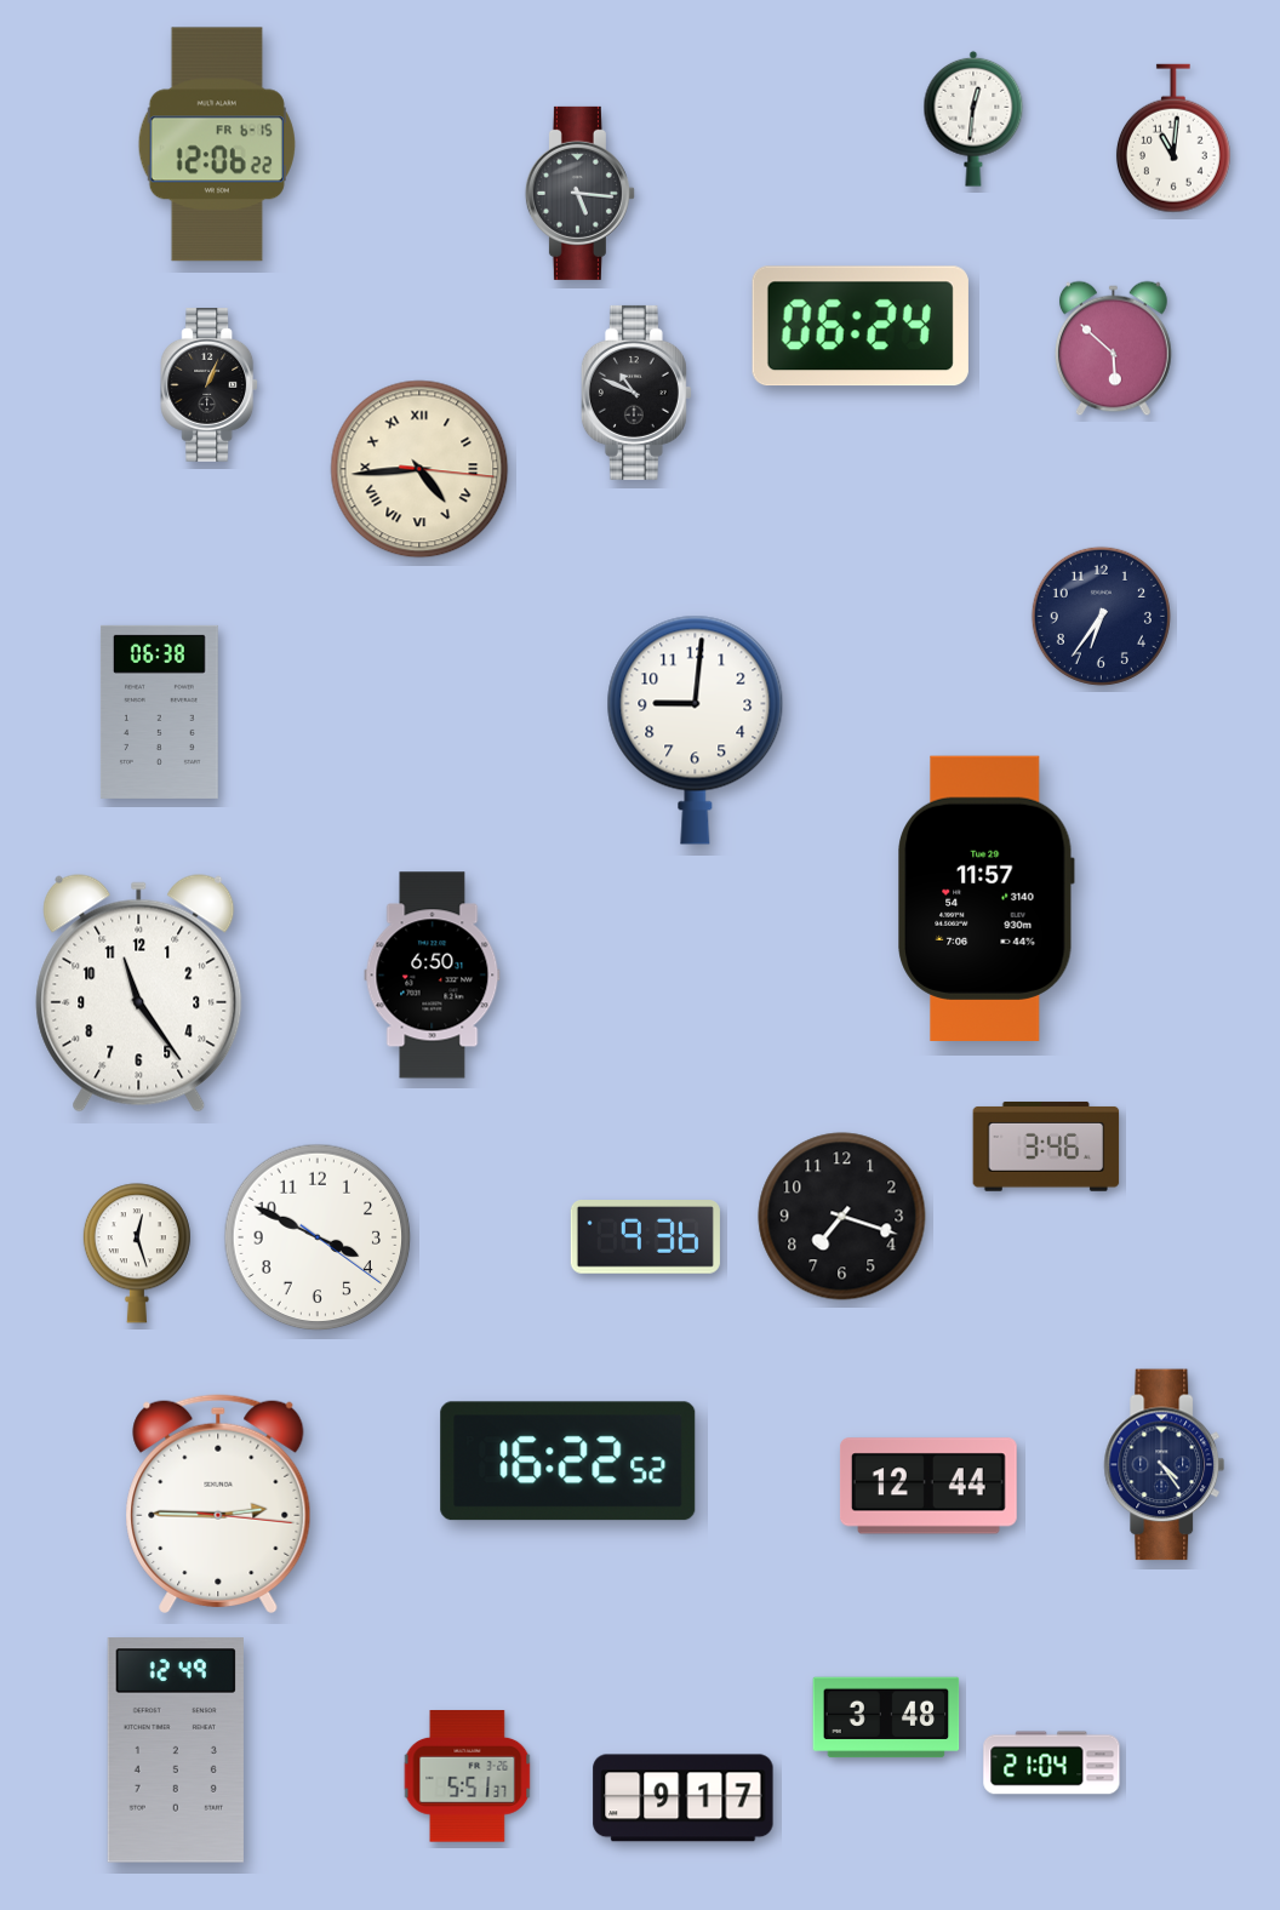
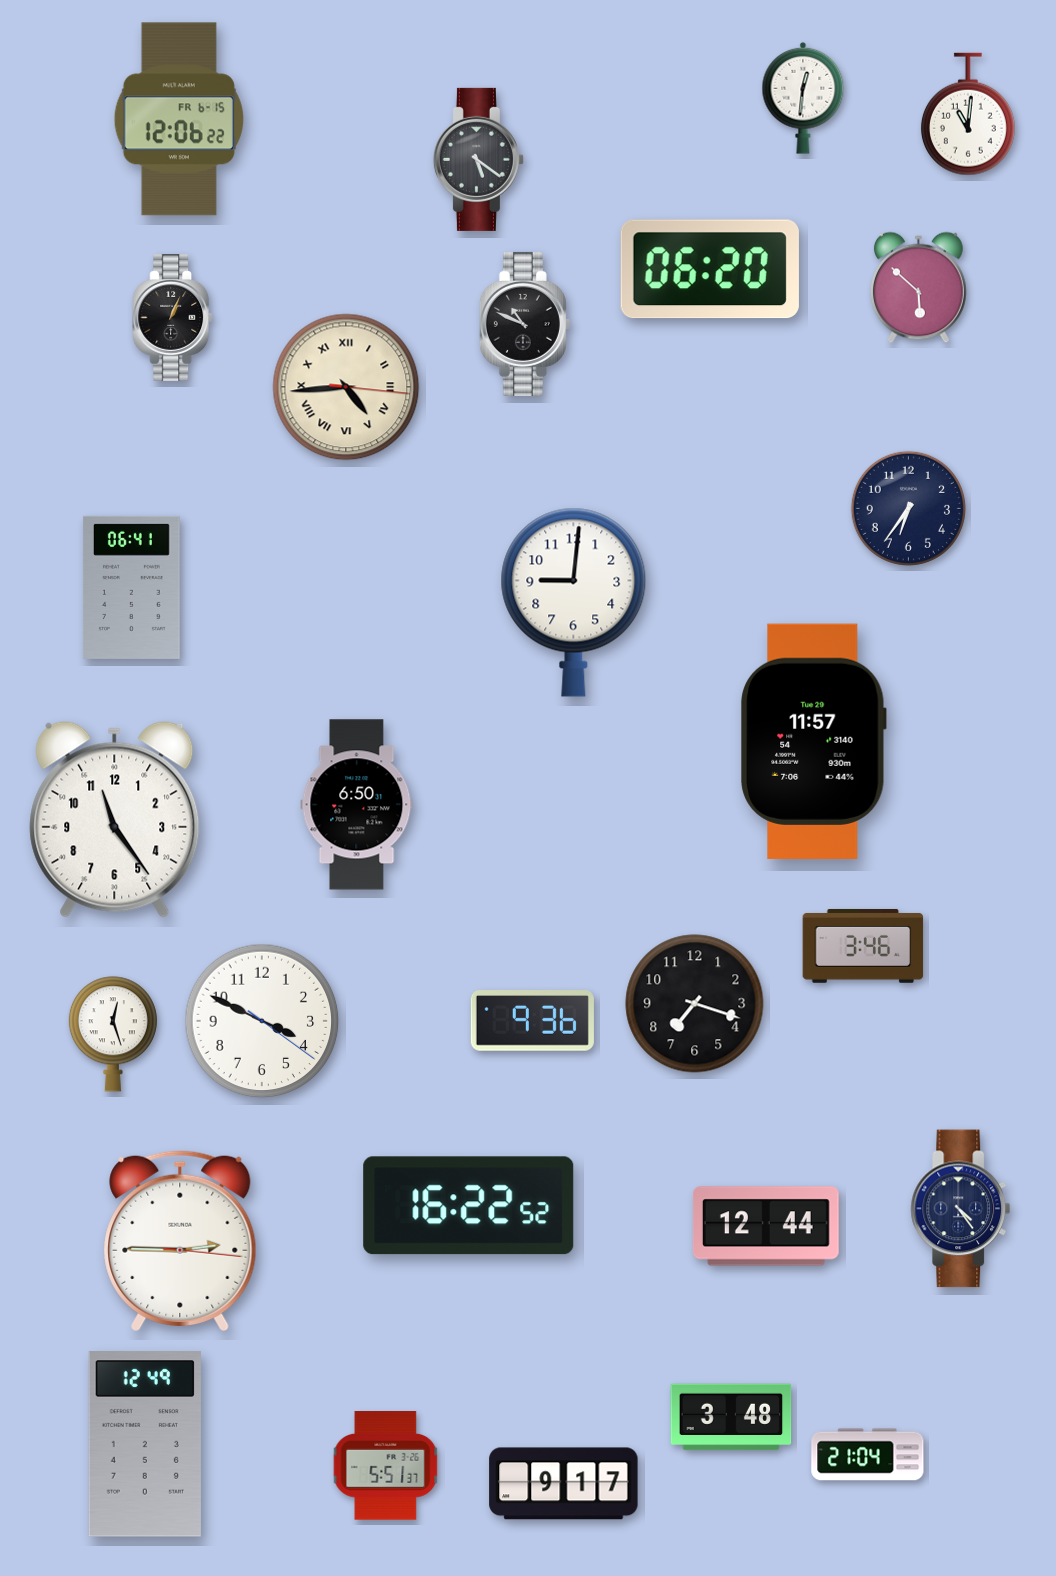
clock at (579, 193): 5:16 -> 5:21
clock at (861, 326): 06:24 -> 06:20
clock at (159, 711): 06:38 -> 06:41
